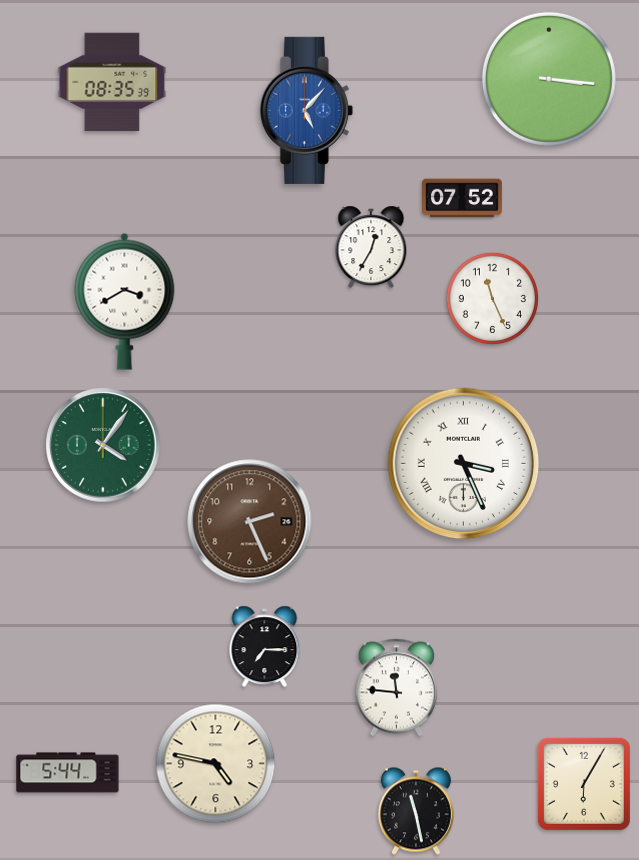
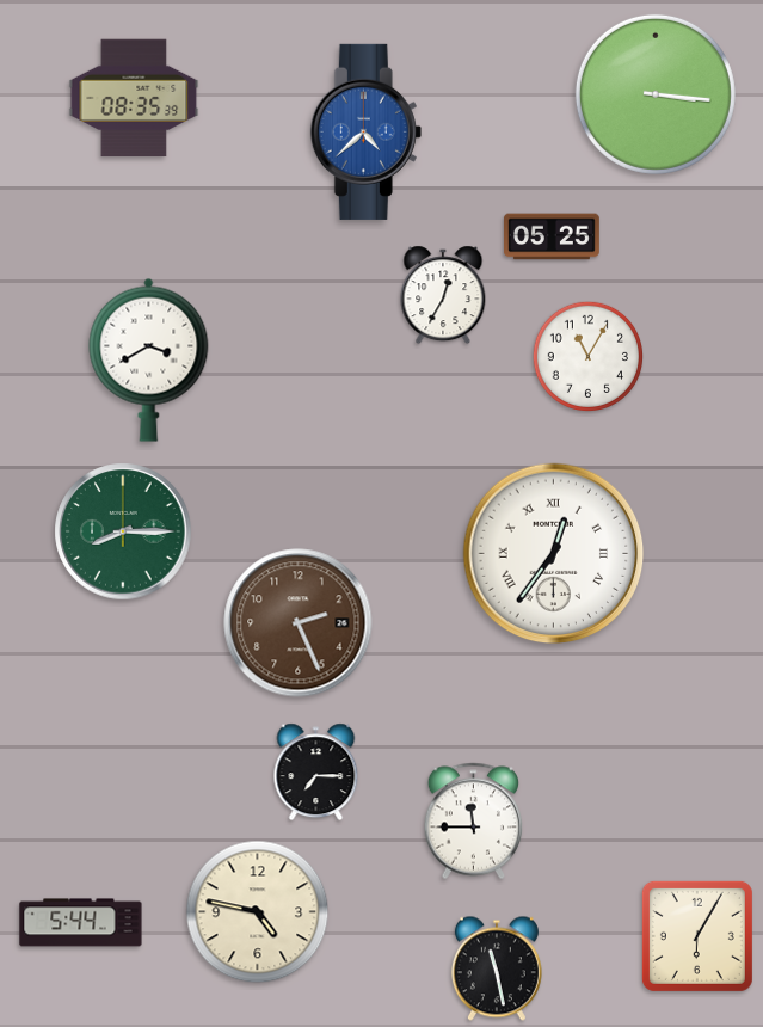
clock at (306, 110): 5:07 -> 4:38
clock at (463, 198): 07:52 -> 05:25
clock at (492, 298): 11:26 -> 11:05
clock at (103, 445): 4:06 -> 8:15
clock at (464, 464): 3:26 -> 12:36
clock at (396, 688): 11:46 -> 11:45
